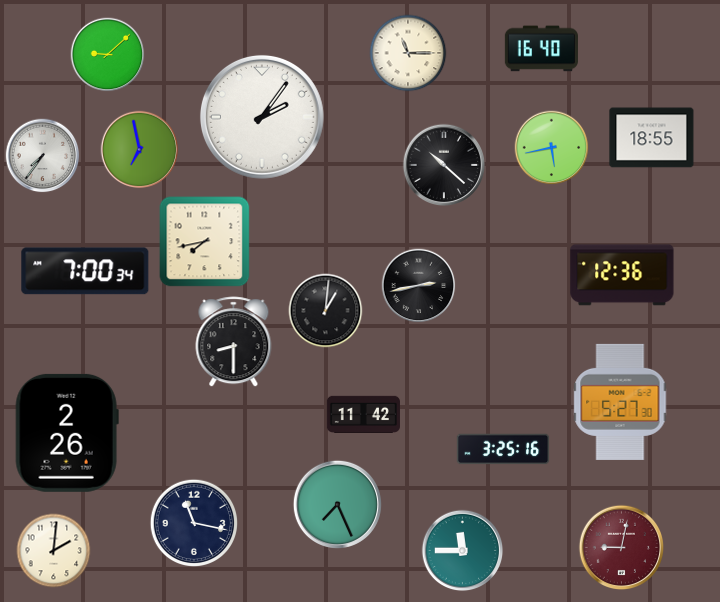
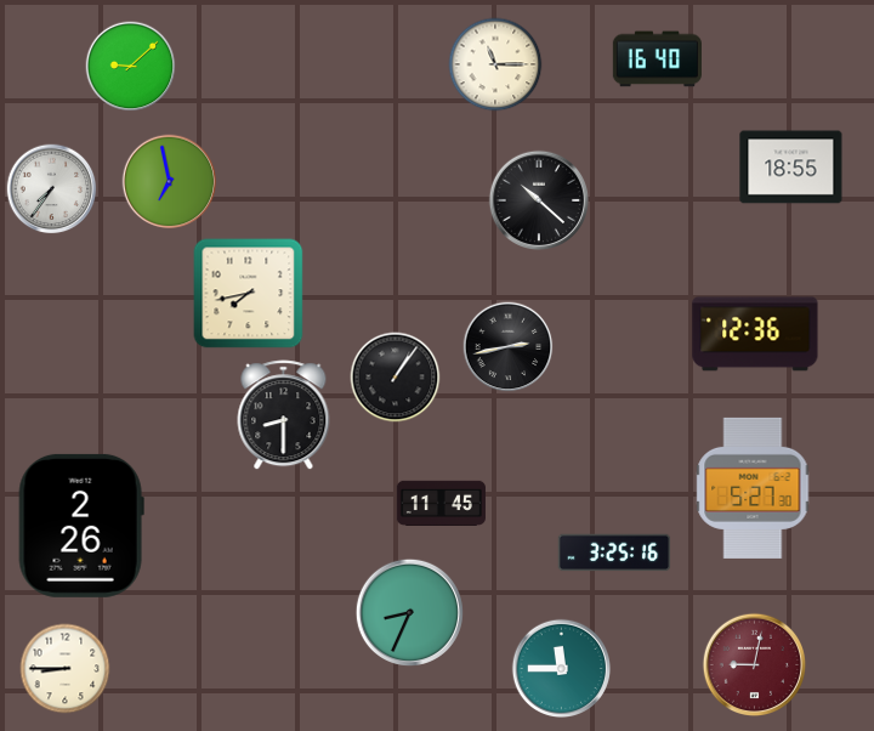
clock at (262, 117): 2:06 -> none
clock at (552, 148): 5:43 -> none
clock at (85, 271): 7:00 -> none
clock at (326, 311): 1:01 -> 1:06
clock at (363, 414): 11:42 -> 11:45
clock at (503, 449) position: (503, 449) -> (614, 552)
clock at (337, 504): 7:26 -> 8:34
clock at (194, 523): 11:17 -> none
clock at (54, 551): 2:01 -> 8:45
